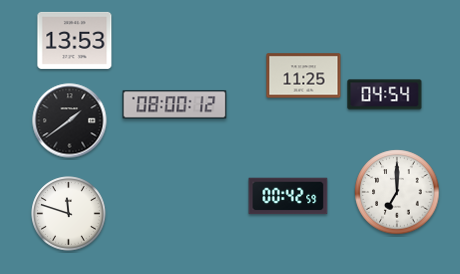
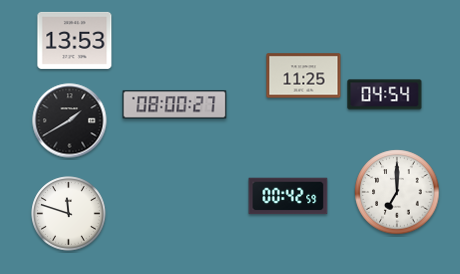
clock at (175, 105): 08:00:12 -> 08:00:27
clock at (70, 121): 1:39 -> 1:40
